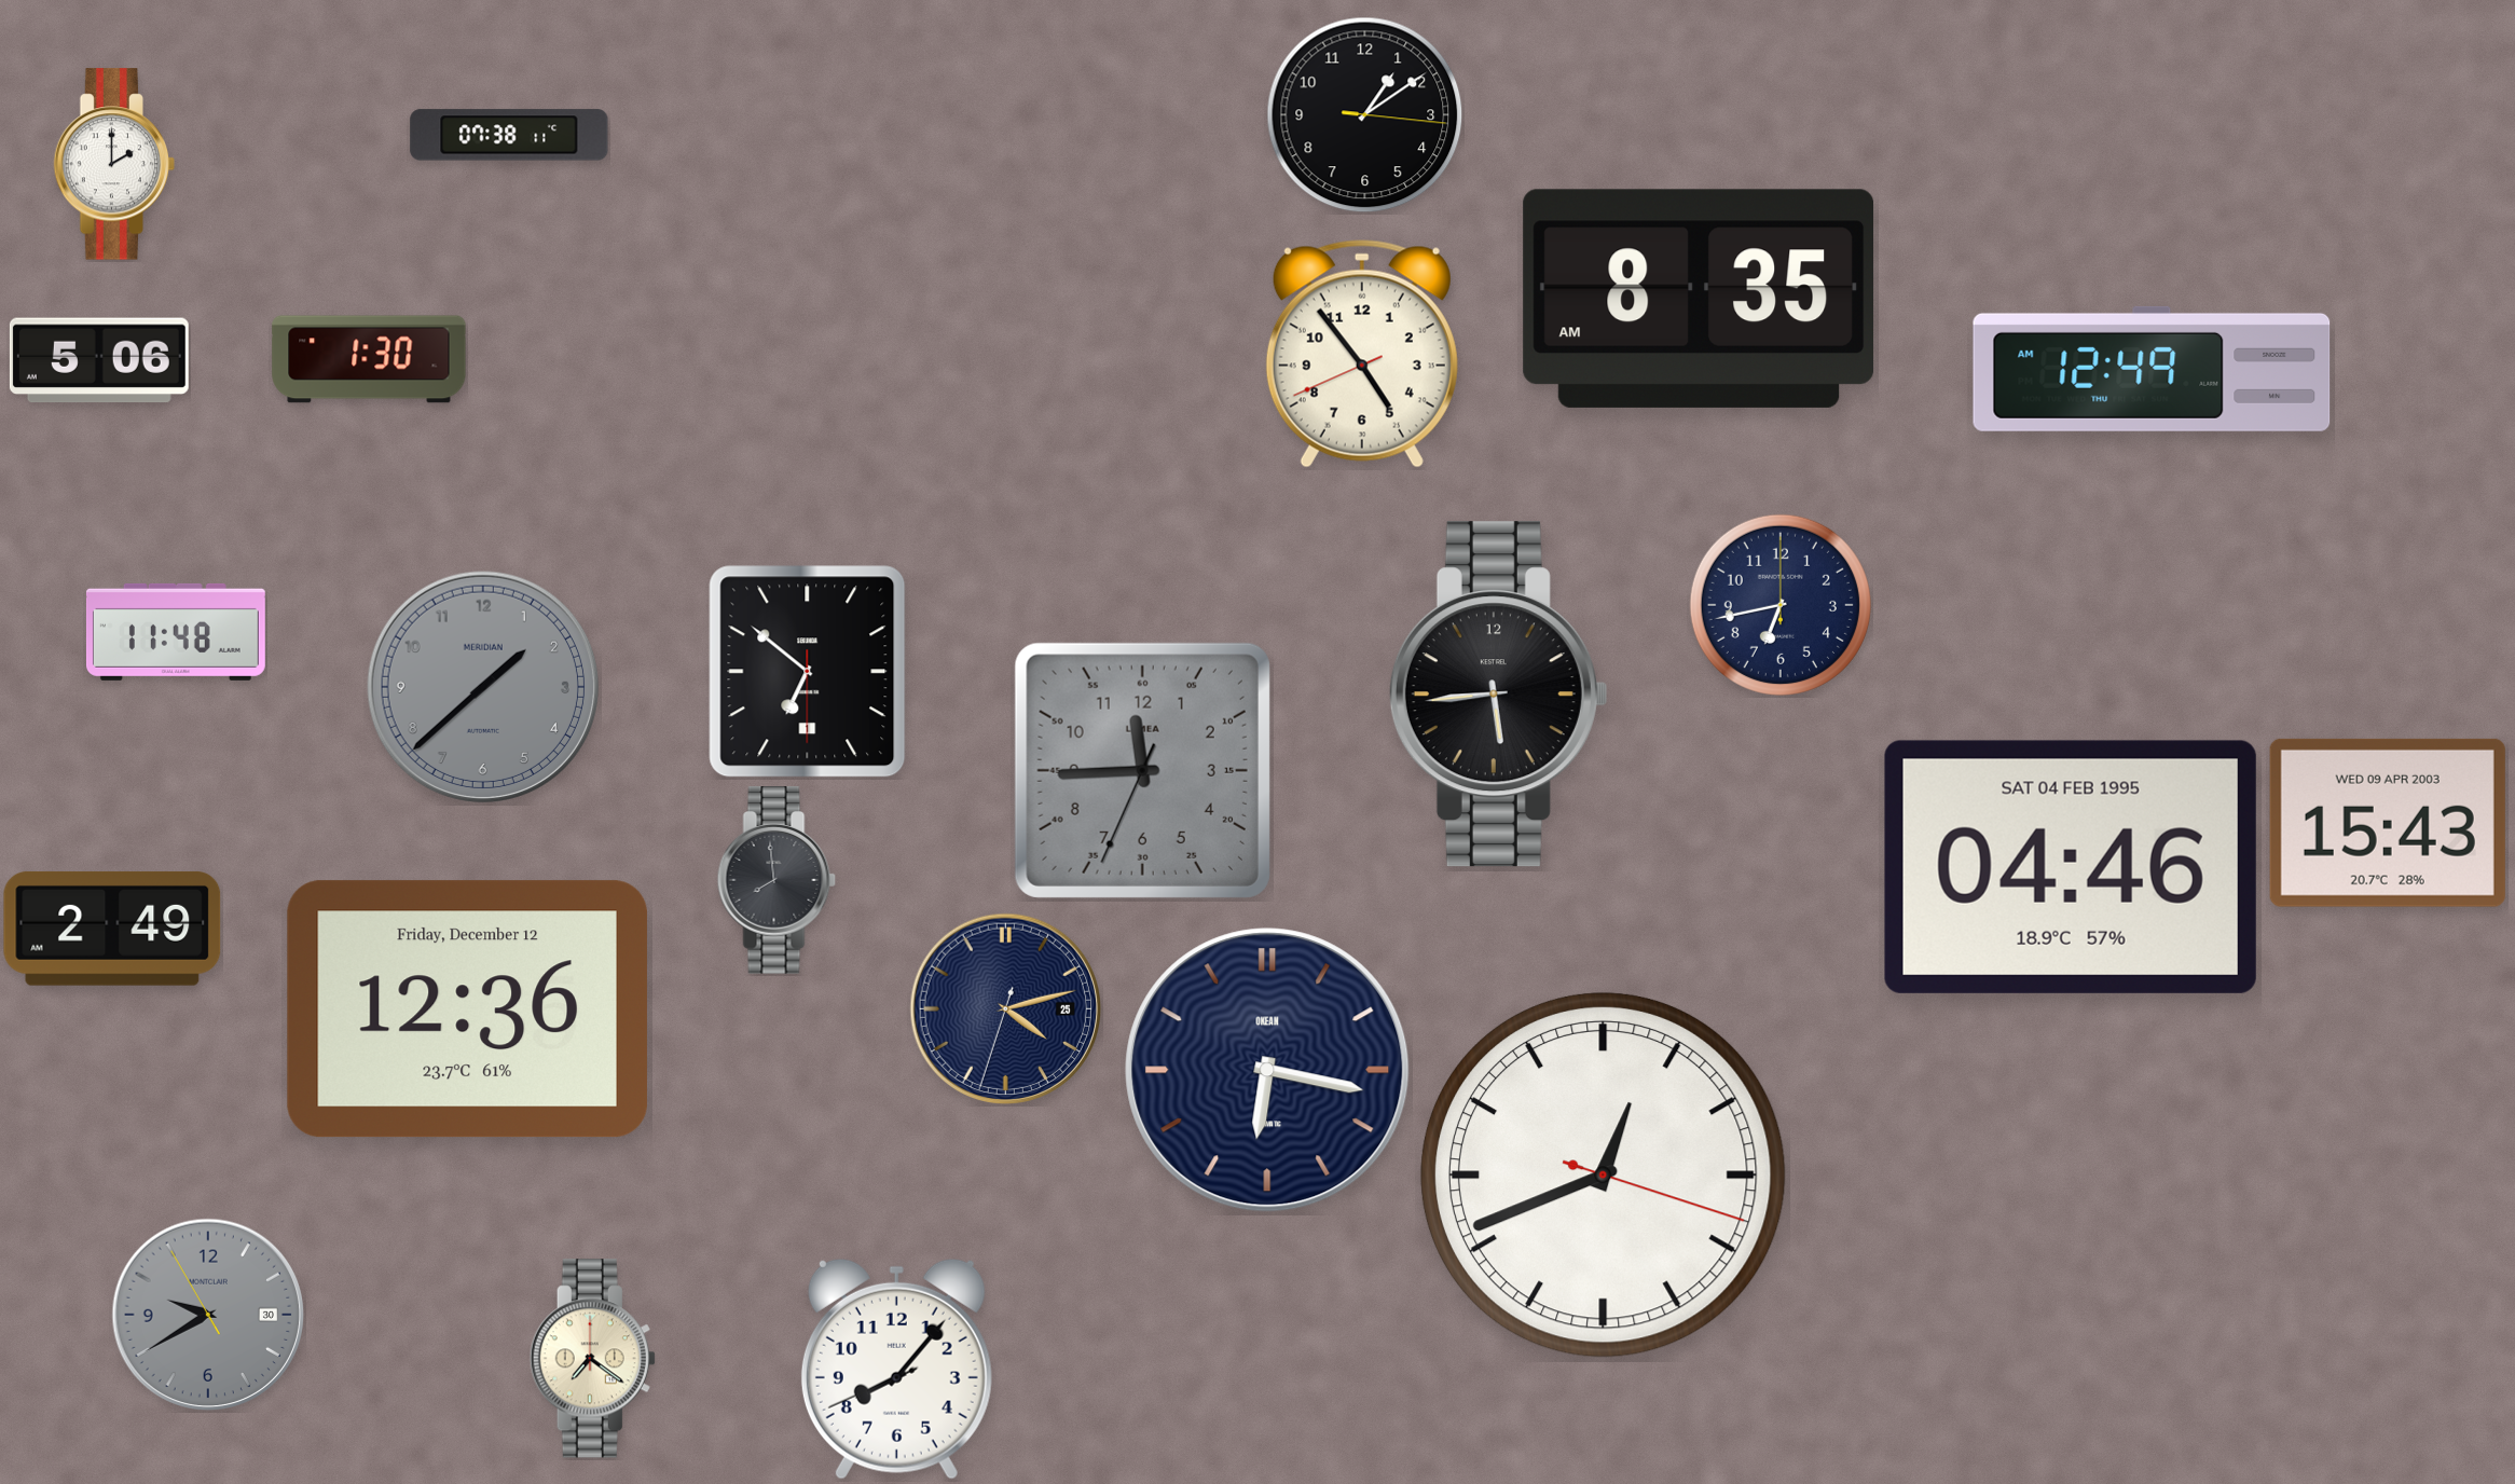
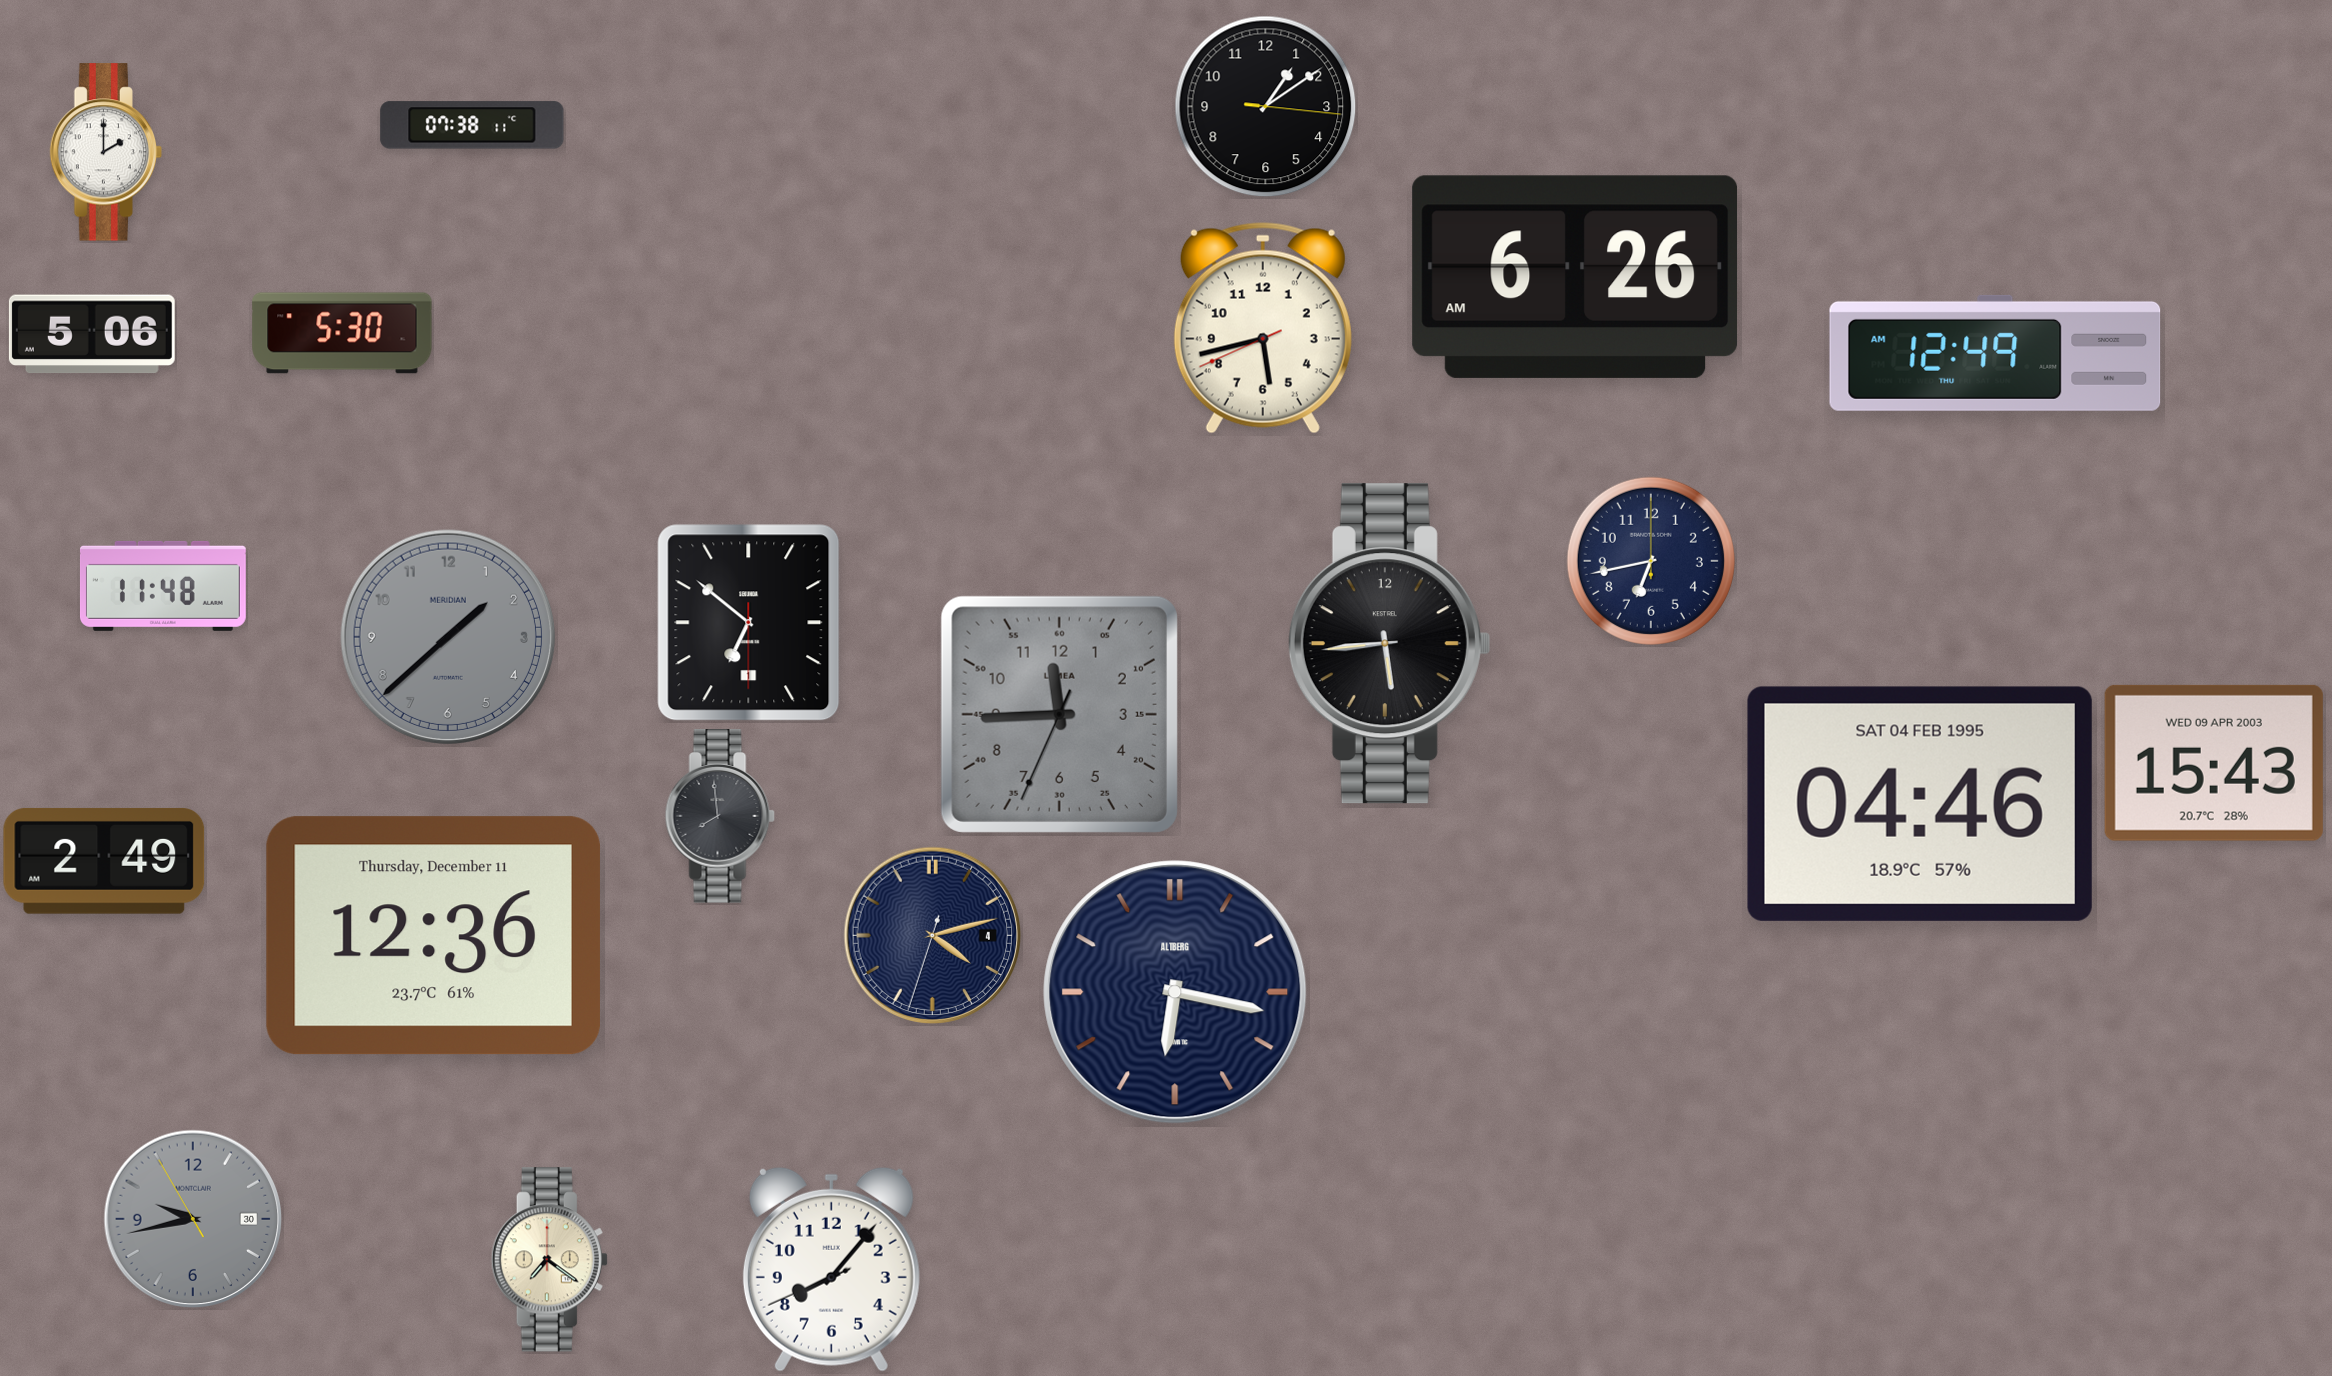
clock at (1699, 299): 8:35 -> 6:26
clock at (1362, 354): 4:53 -> 5:42
clock at (369, 359): 1:30 -> 5:30
clock at (2152, 369) position: (2152, 369) -> (1995, 353)
clock at (467, 1009) date: Friday, December 12 -> Thursday, December 11
clock at (1006, 1009) date: 25 -> 4
clock at (1267, 1070) brand: OKEAN -> ALTBERG
clock at (1603, 1174): 12:41 -> none
clock at (208, 1315): 9:39 -> 9:42
